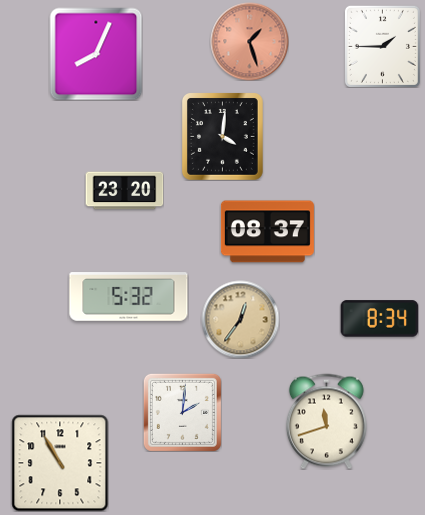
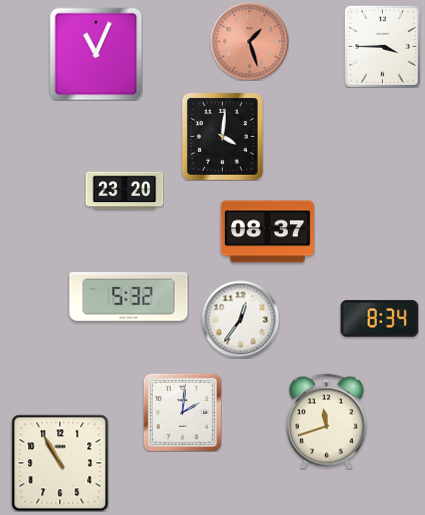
clock at (382, 46): 1:45 -> 3:45
clock at (96, 54): 8:04 -> 11:04
clock at (240, 319) dial: champagne -> white
